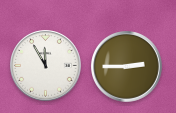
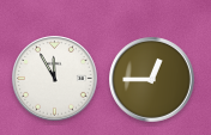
clock at (127, 67): 2:45 -> 12:45
